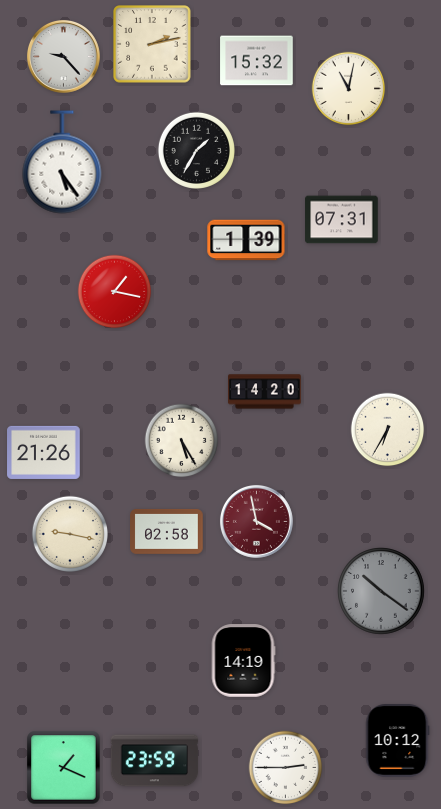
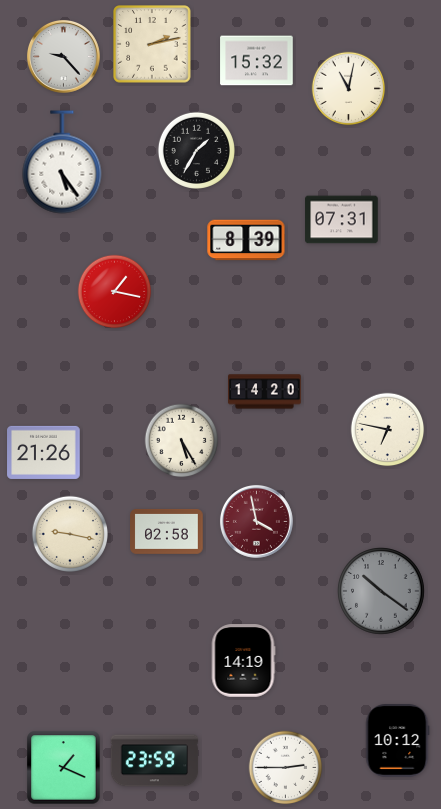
clock at (246, 240): 1:39 -> 8:39
clock at (388, 430): 6:35 -> 6:47
